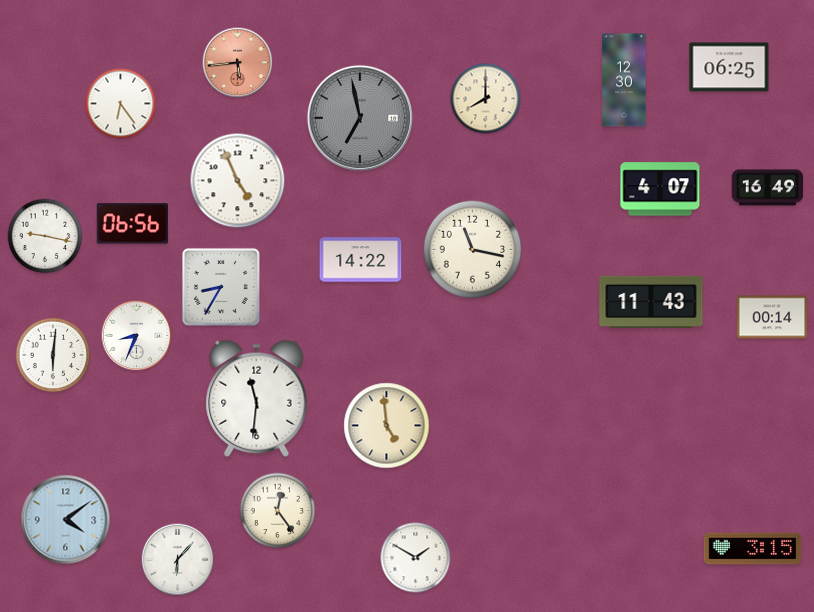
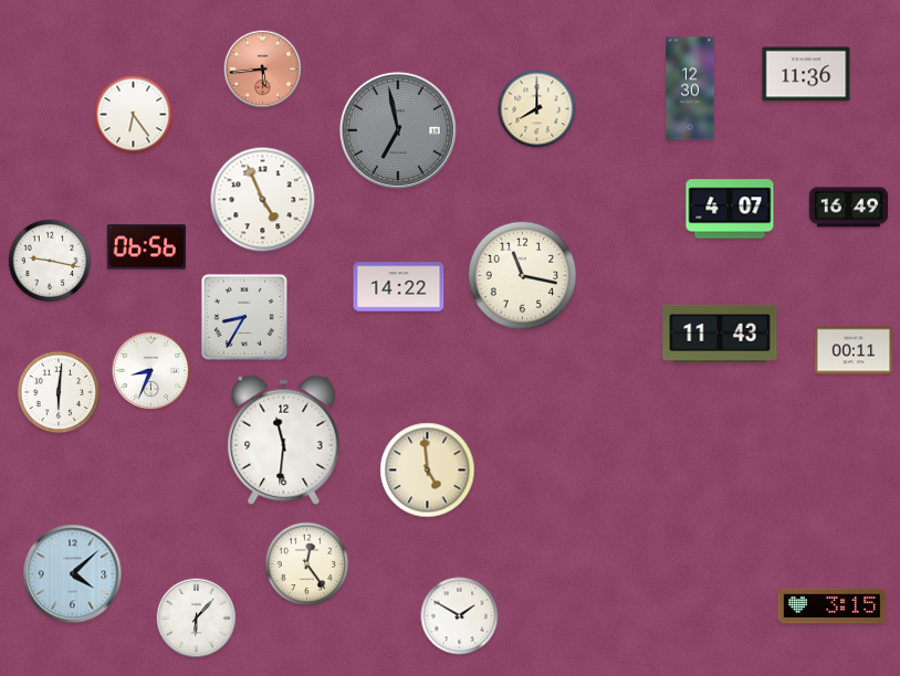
clock at (729, 67): 06:25 -> 11:36
clock at (772, 317): 00:14 -> 00:11
clock at (66, 520): 4:09 -> 4:08
